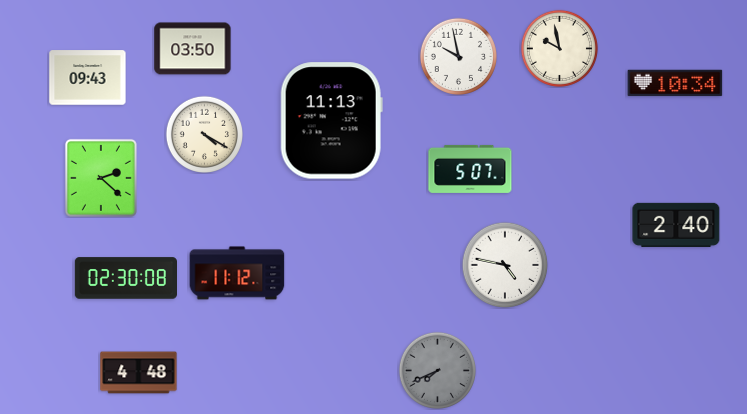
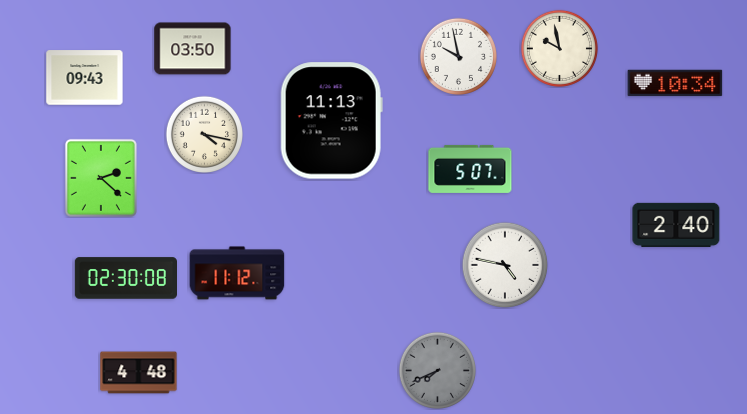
clock at (88, 78) position: (88, 78) -> (85, 78)
clock at (204, 134): 4:20 -> 4:17
